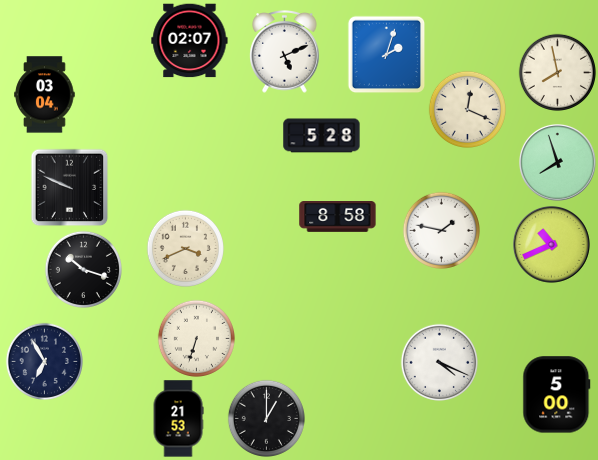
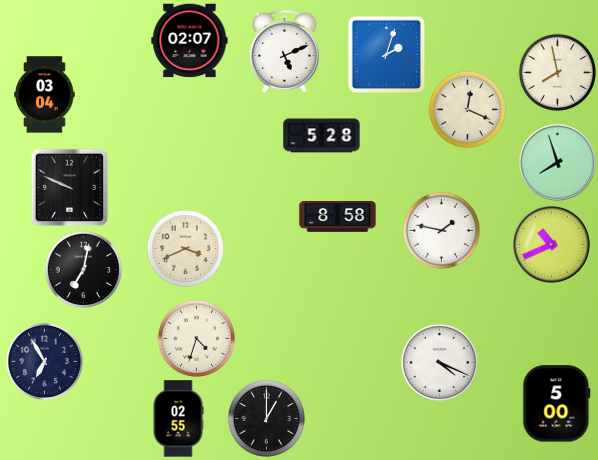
clock at (83, 269): 10:18 -> 7:02
clock at (196, 338): 6:33 -> 4:33
clock at (557, 395) position: (557, 395) -> (557, 404)
clock at (178, 419): 21:53 -> 02:55
